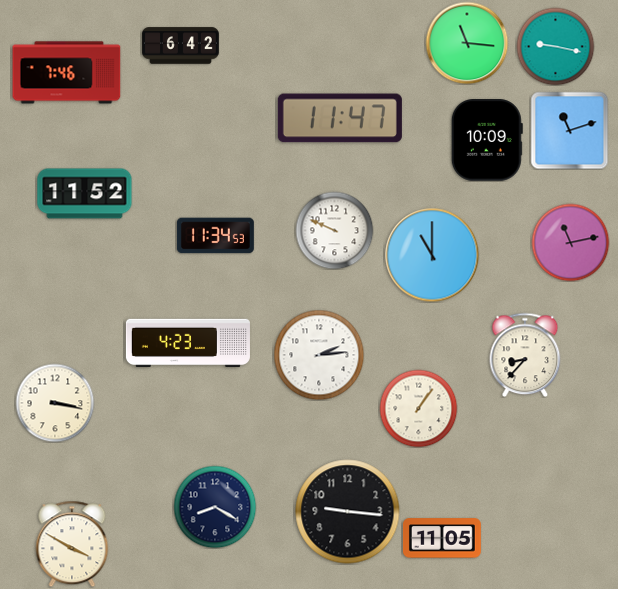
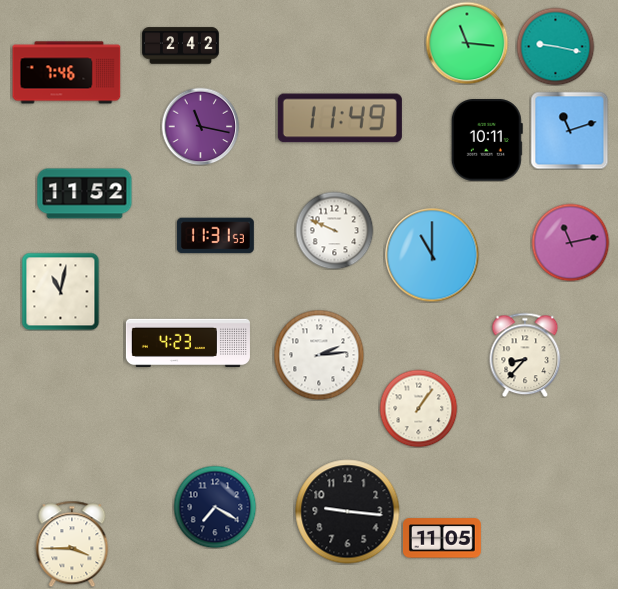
clock at (180, 46): 6:42 -> 2:42
clock at (340, 118): 11:47 -> 11:49
clock at (200, 126): none -> 11:17
clock at (487, 140): 10:09 -> 10:11
clock at (215, 236): 11:34 -> 11:31
clock at (60, 291): none -> 11:02
clock at (55, 403): 3:17 -> none
clock at (215, 507): 8:20 -> 7:20
clock at (72, 544): 3:50 -> 3:45
